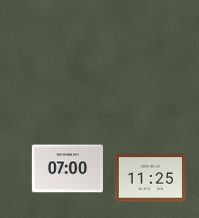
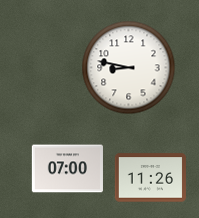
clock at (129, 68): none -> 8:47
clock at (150, 178): 11:25 -> 11:26
